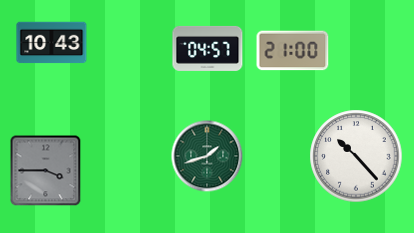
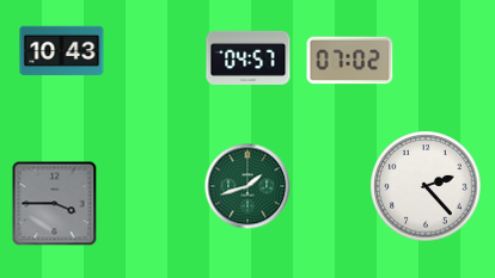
clock at (293, 51): 21:00 -> 07:02
clock at (356, 156): 10:23 -> 2:23
